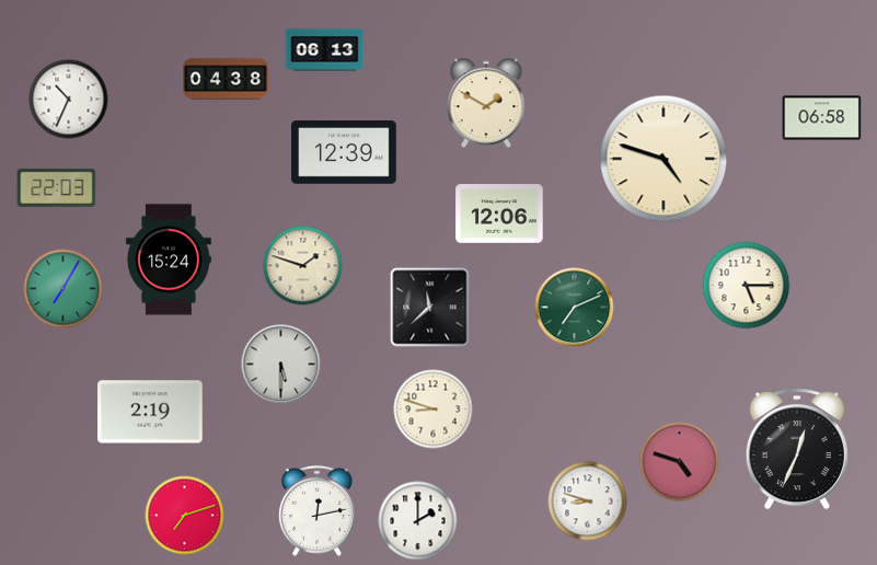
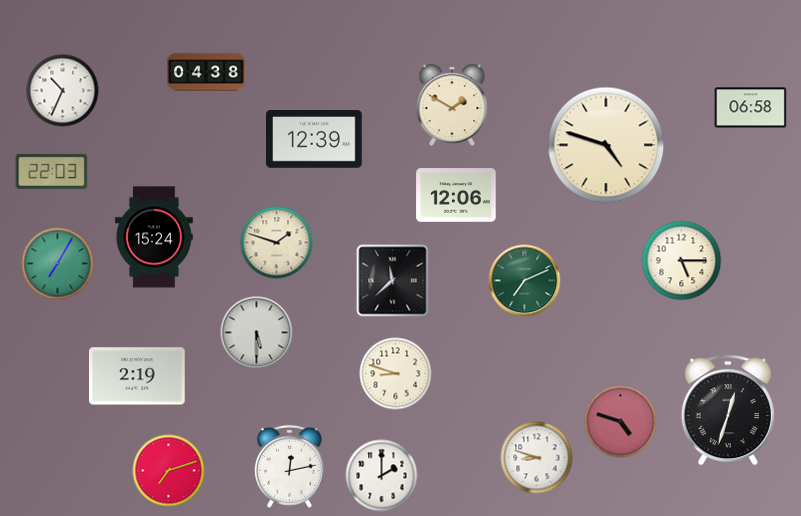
clock at (325, 50): 06:13 -> none
clock at (486, 102) position: (486, 102) -> (452, 104)
clock at (797, 449): 12:34 -> 12:33
